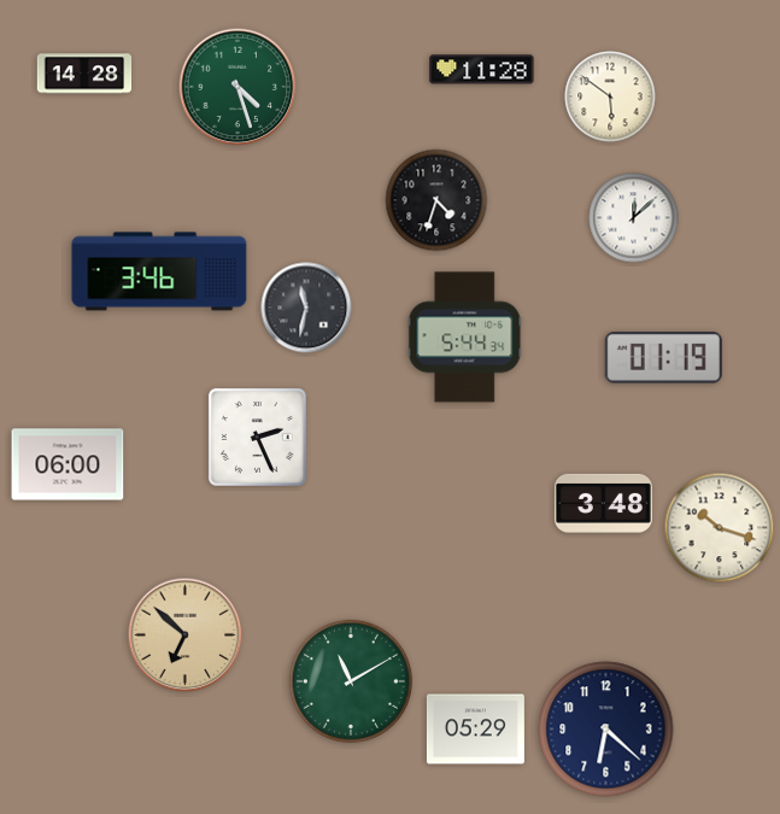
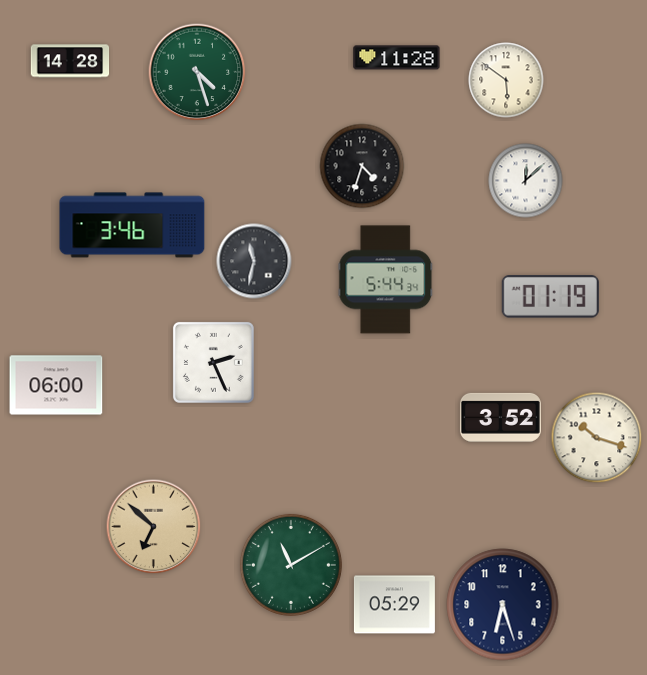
clock at (482, 70) position: (482, 70) -> (397, 58)
clock at (306, 308) position: (306, 308) -> (254, 261)
clock at (603, 503): 3:48 -> 3:52
clock at (606, 730): 6:22 -> 6:27
